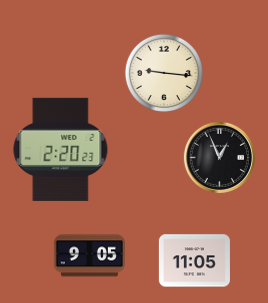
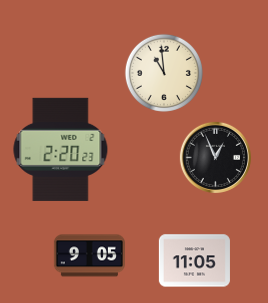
clock at (164, 73): 9:16 -> 10:59
clock at (219, 157) position: (219, 157) -> (215, 157)
